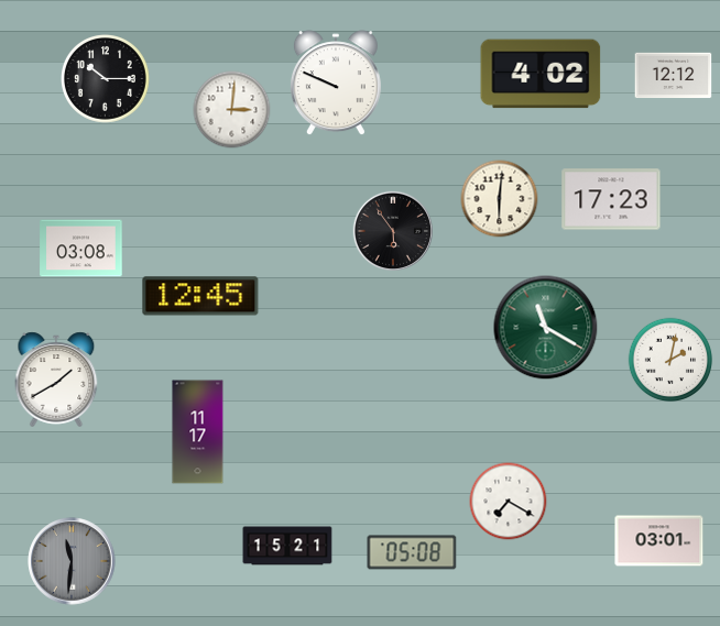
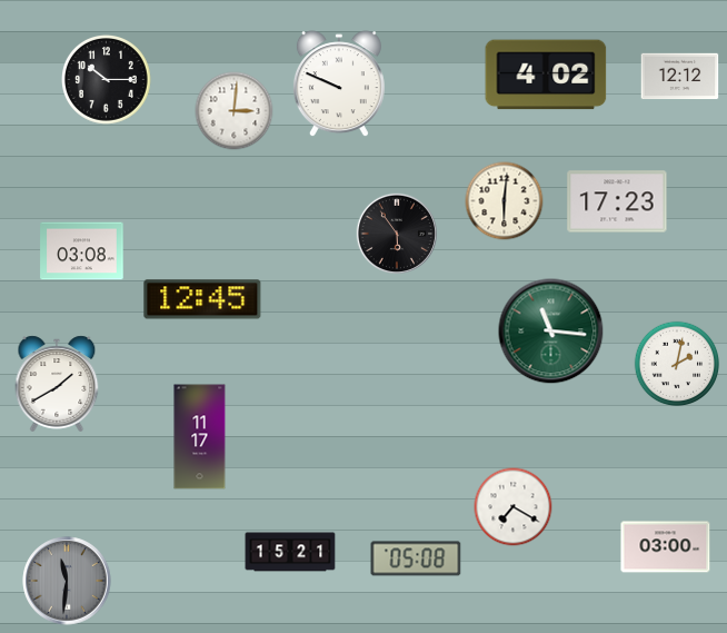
clock at (546, 328): 11:20 -> 11:16
clock at (659, 541): 03:01 -> 03:00
clock at (72, 561) position: (72, 561) -> (67, 581)
